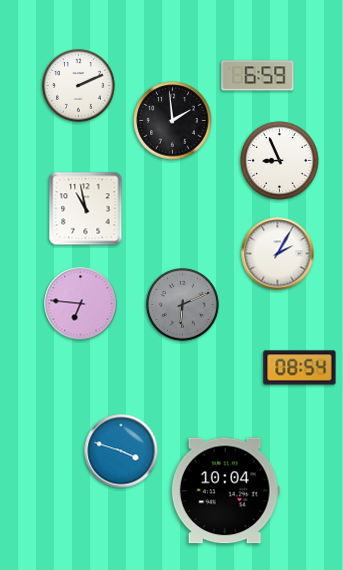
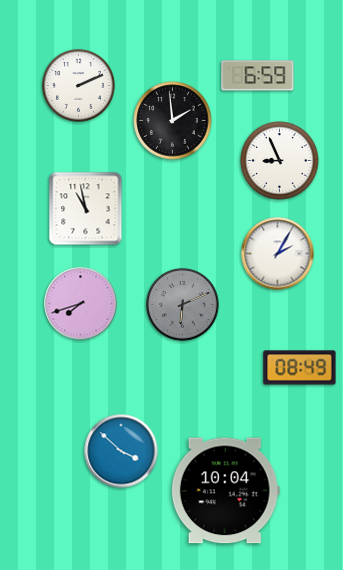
clock at (81, 304): 6:46 -> 7:42
clock at (300, 368): 08:54 -> 08:49
clock at (121, 451): 3:48 -> 3:52
